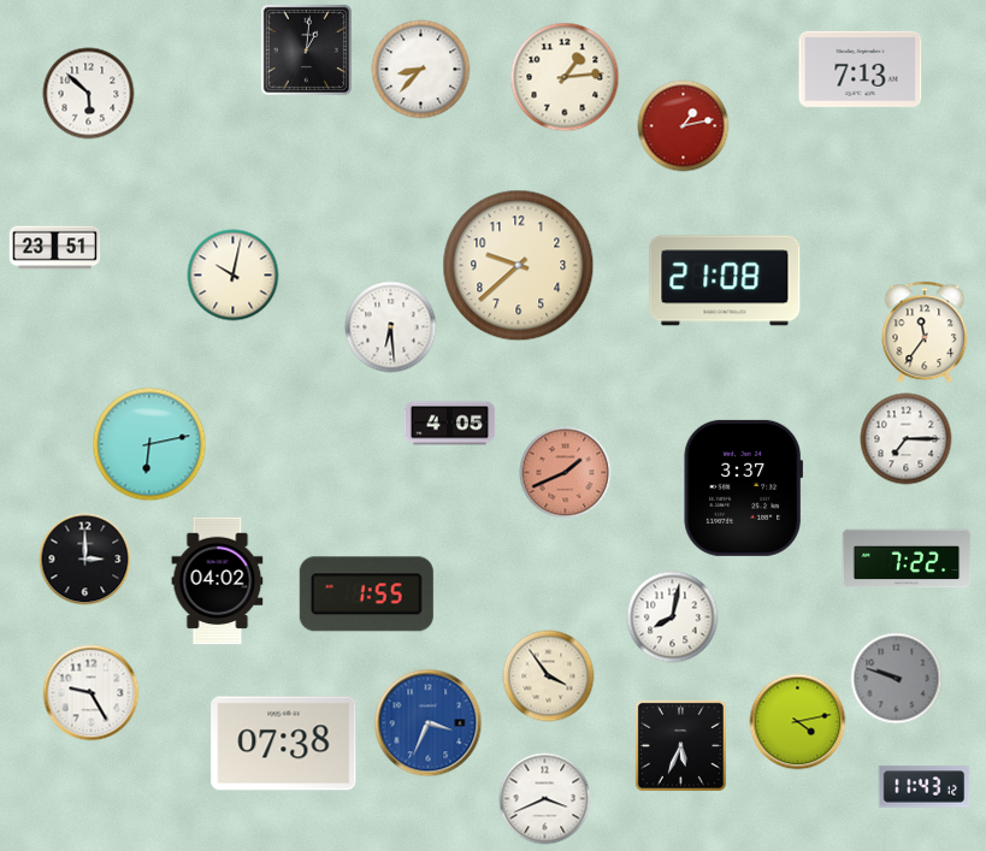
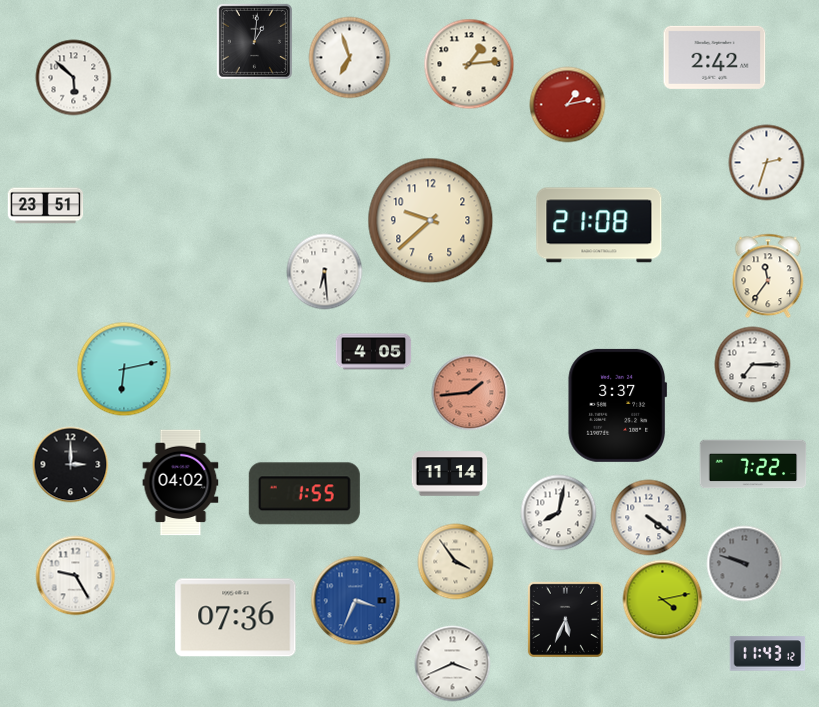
clock at (861, 69): 7:13 -> 2:42
clock at (421, 70): 8:37 -> 6:57
clock at (767, 163): none -> 2:33
clock at (234, 276): 10:02 -> none
clock at (725, 280) position: (725, 280) -> (599, 225)
clock at (566, 473): 1:41 -> 1:44
clock at (450, 474): none -> 11:14
clock at (649, 518): none -> 4:21
clock at (284, 744): 07:38 -> 07:36
